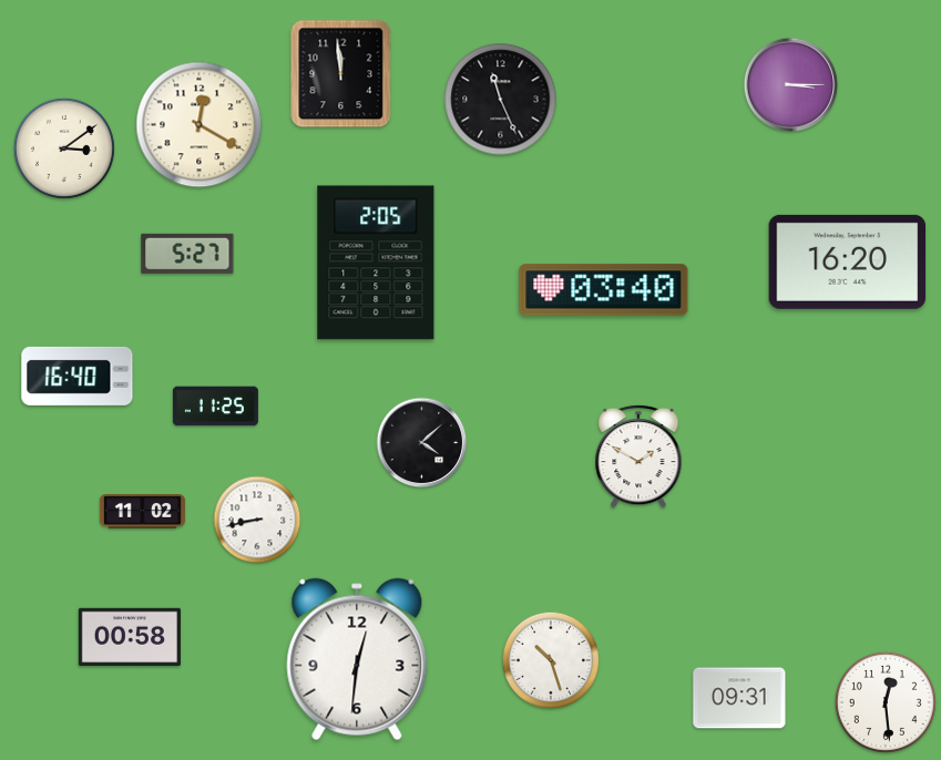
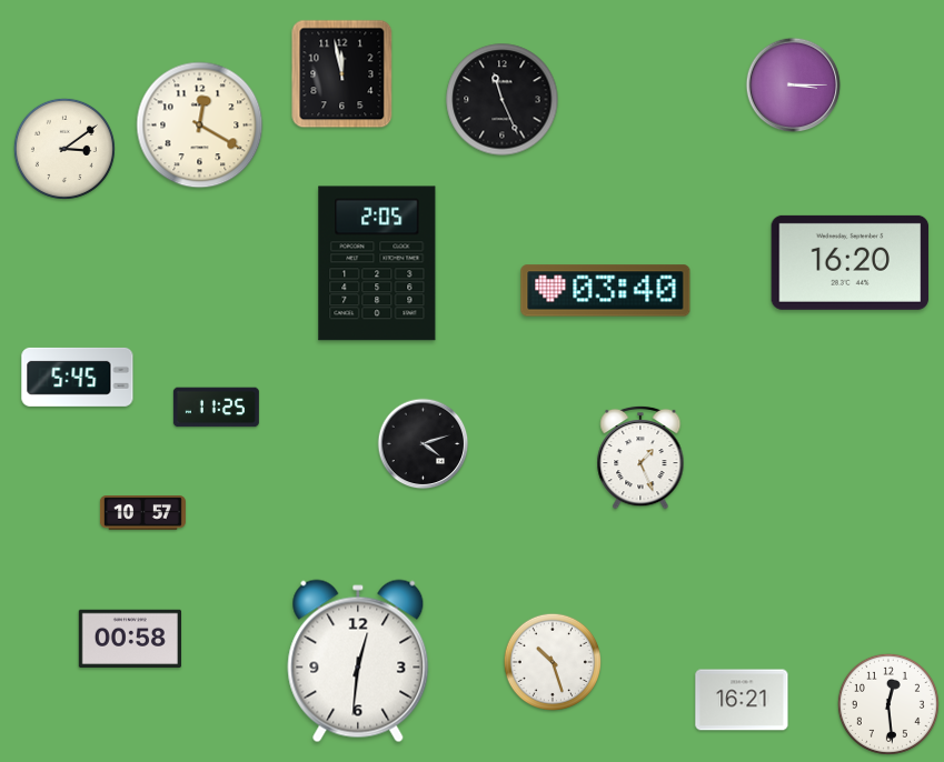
clock at (341, 74): 11:59 -> 11:58
clock at (187, 254): 5:27 -> none
clock at (78, 376): 16:40 -> 5:45
clock at (422, 443): 4:08 -> 4:12
clock at (638, 456): 1:50 -> 1:26
clock at (142, 512): 11:02 -> 10:57
clock at (257, 520): 8:43 -> none
clock at (739, 698): 09:31 -> 16:21
